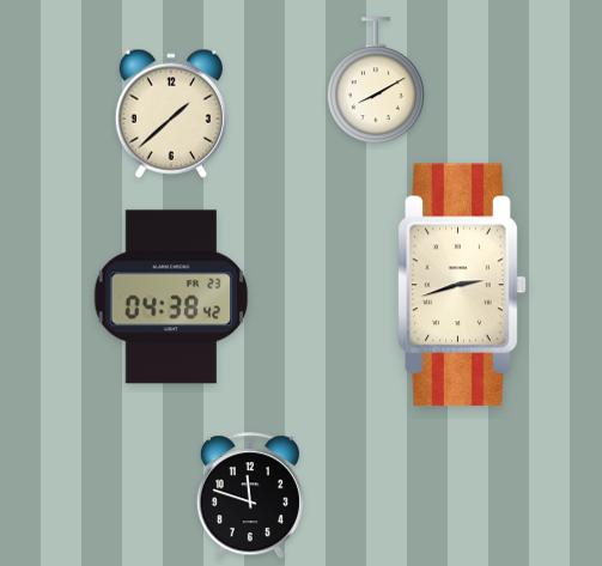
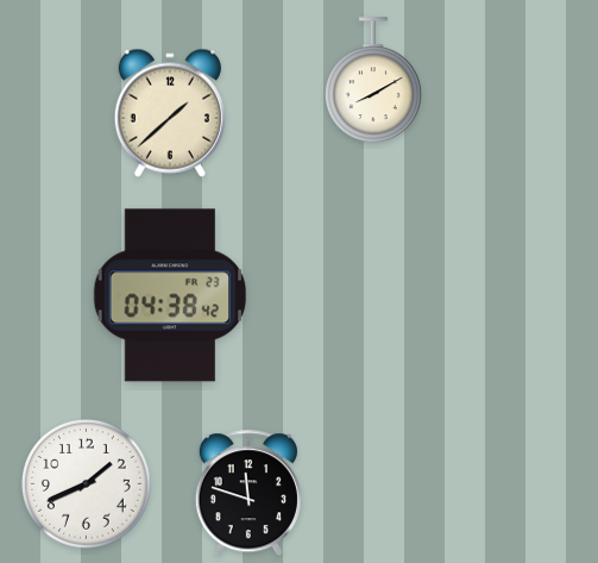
clock at (462, 285): 2:42 -> none
clock at (87, 484): none -> 1:41
